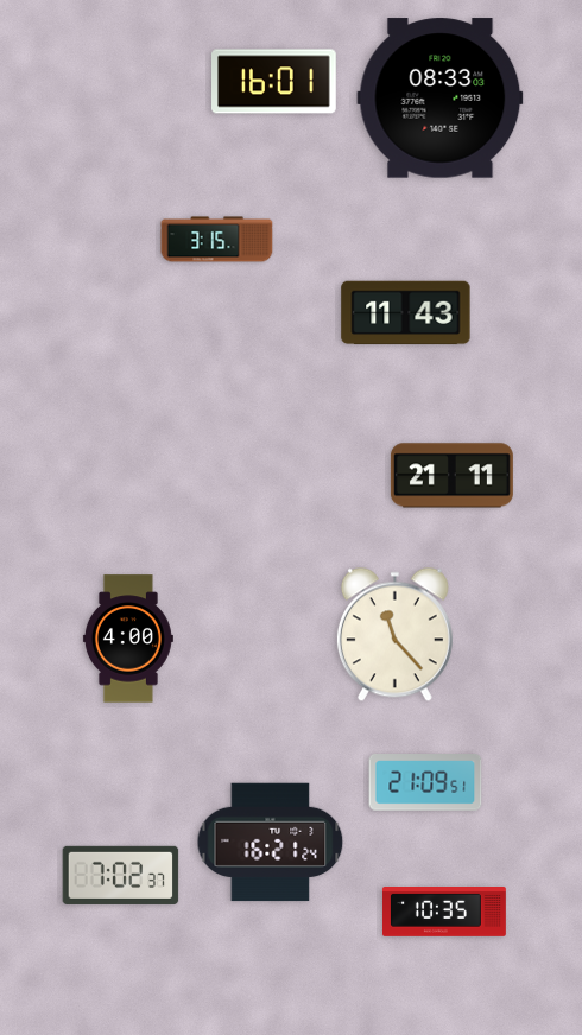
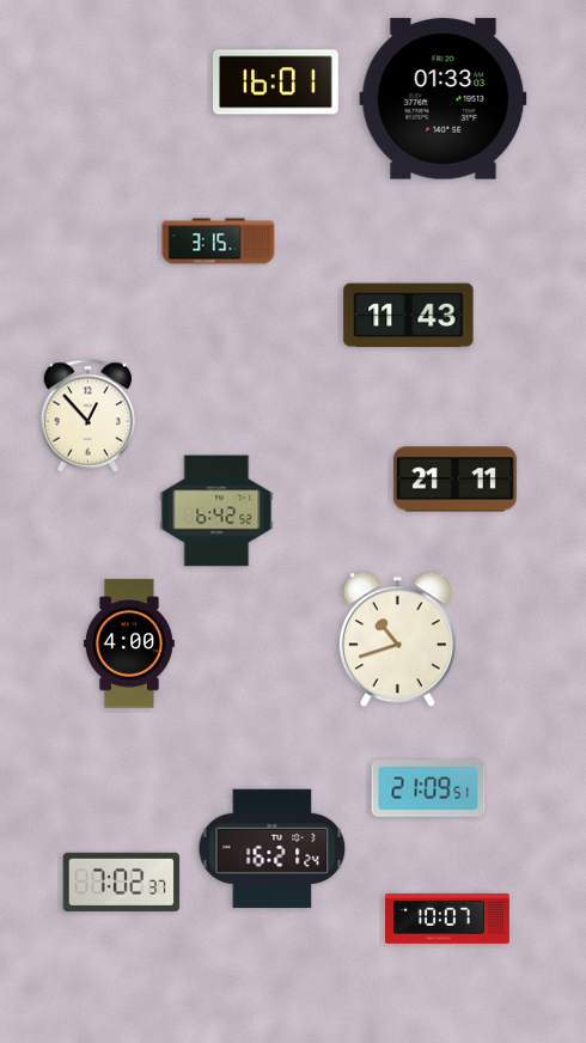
clock at (441, 99): 08:33 -> 01:33
clock at (87, 416): none -> 12:53
clock at (216, 511): none -> 6:42
clock at (394, 635): 11:23 -> 10:42
clock at (445, 913): 10:35 -> 10:07
